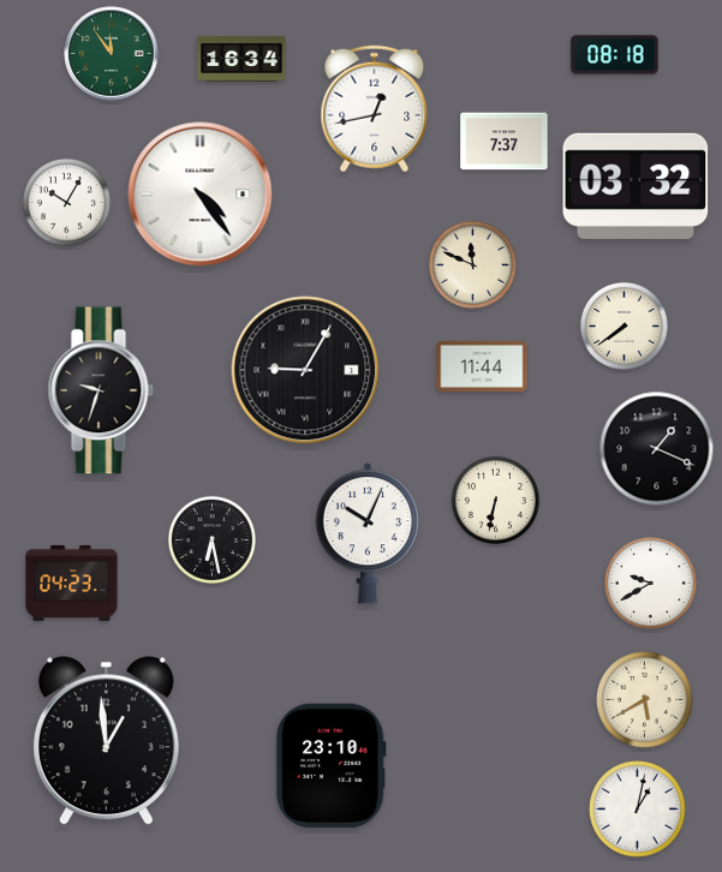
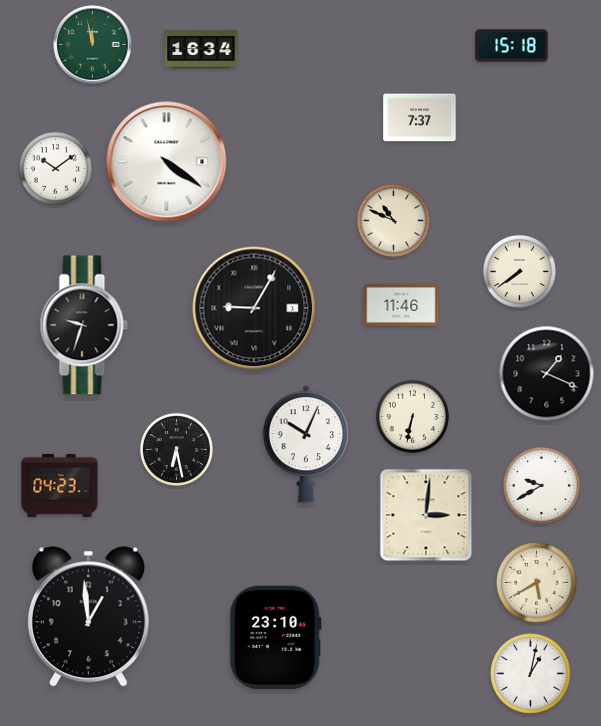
clock at (112, 54): 11:54 -> 11:58
clock at (615, 55): 08:18 -> 15:18
clock at (375, 109): 12:43 -> none
clock at (636, 186): 03:32 -> none
clock at (201, 195): 4:24 -> 4:21
clock at (66, 202): 10:05 -> 10:09
clock at (472, 264): 11:49 -> 10:49
clock at (482, 366): 11:44 -> 11:46
clock at (426, 515): none -> 3:01
